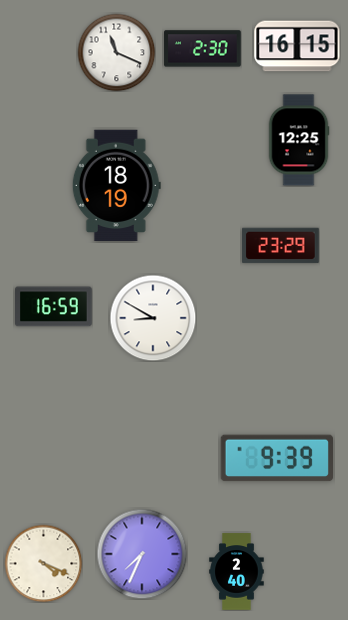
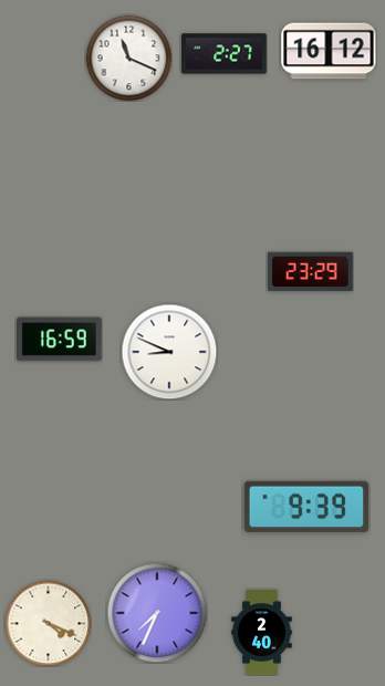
clock at (297, 46): 16:15 -> 16:12
clock at (203, 49): 2:30 -> 2:27
clock at (299, 140): 12:25 -> none
clock at (116, 186): 18:19 -> none
clock at (153, 318): 8:50 -> 8:49
